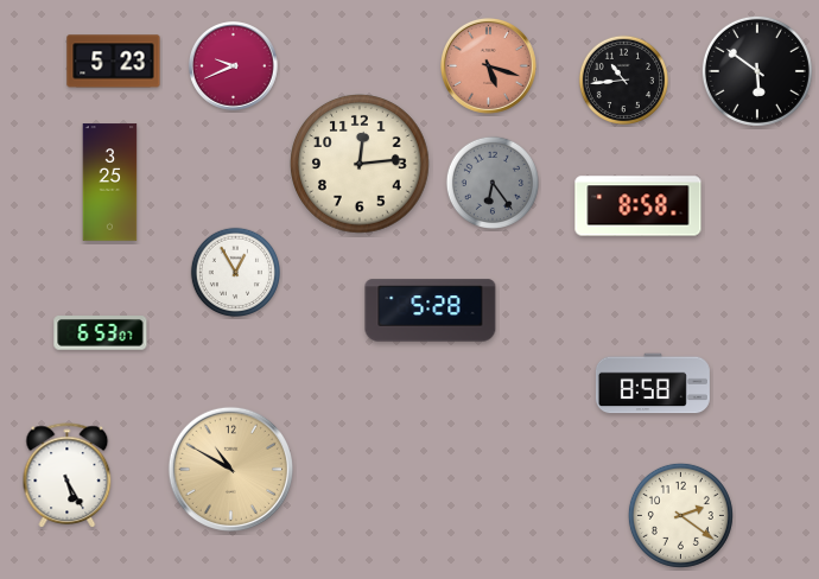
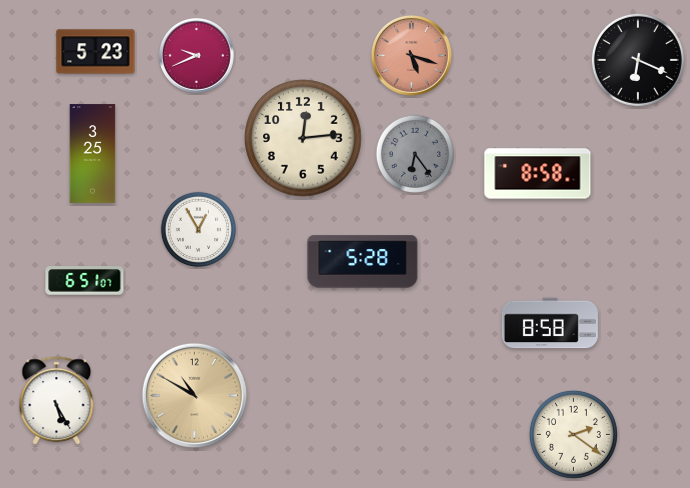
clock at (757, 71): 5:51 -> 6:19
clock at (623, 79): 10:44 -> none
clock at (101, 333): 6:53 -> 6:51
